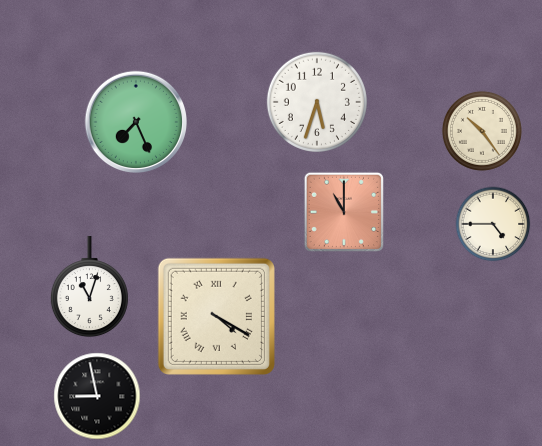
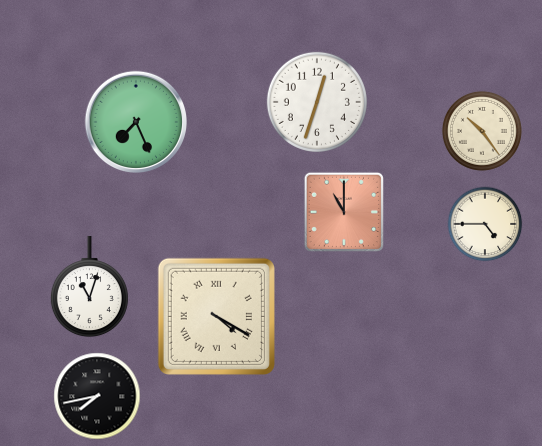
clock at (317, 102): 5:33 -> 12:33
clock at (493, 224) position: (493, 224) -> (485, 224)
clock at (97, 396): 8:58 -> 7:43
